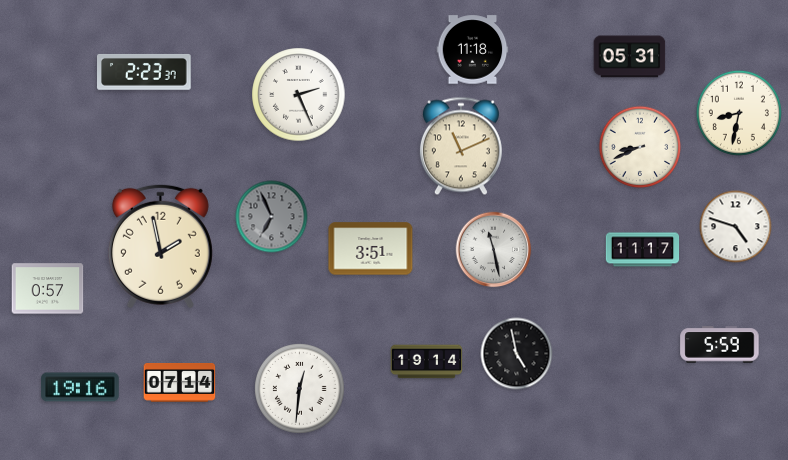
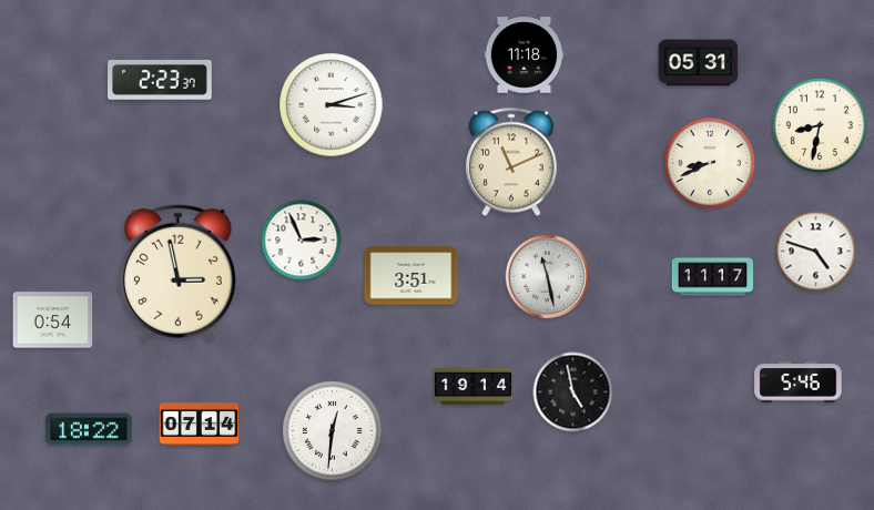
clock at (299, 95): 2:26 -> 3:12
clock at (272, 217): 6:56 -> 2:56
clock at (272, 217) dial: grey -> white
clock at (160, 246): 1:58 -> 2:58
clock at (48, 289): 0:57 -> 0:54
clock at (720, 345): 5:59 -> 5:46
clock at (427, 362) position: (427, 362) -> (474, 387)
clock at (80, 387): 19:16 -> 18:22
